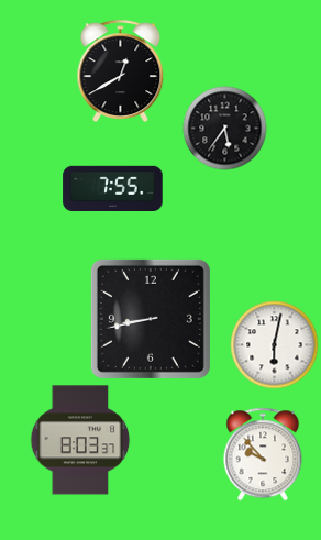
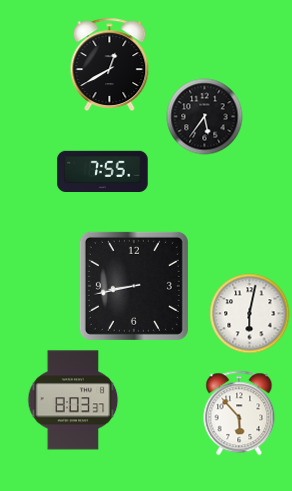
clock at (151, 319) position: (151, 319) -> (134, 286)
clock at (263, 454): 9:53 -> 5:53
